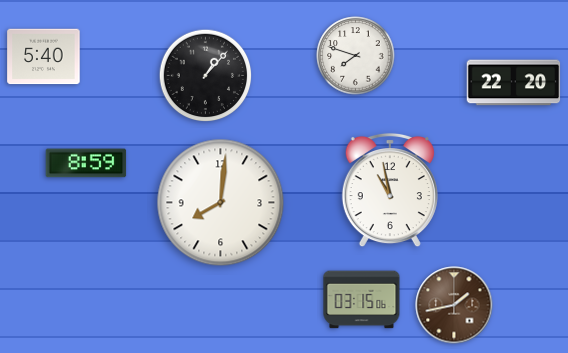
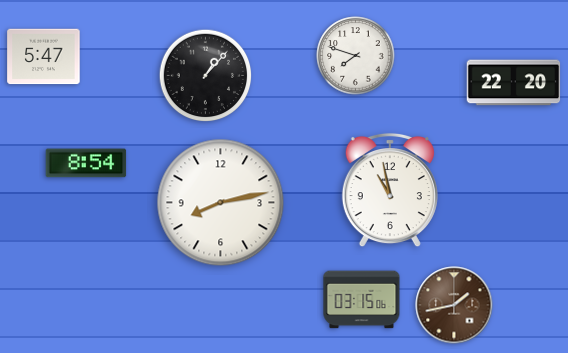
clock at (44, 57): 5:40 -> 5:47
clock at (86, 163): 8:59 -> 8:54
clock at (221, 203): 8:01 -> 8:13
